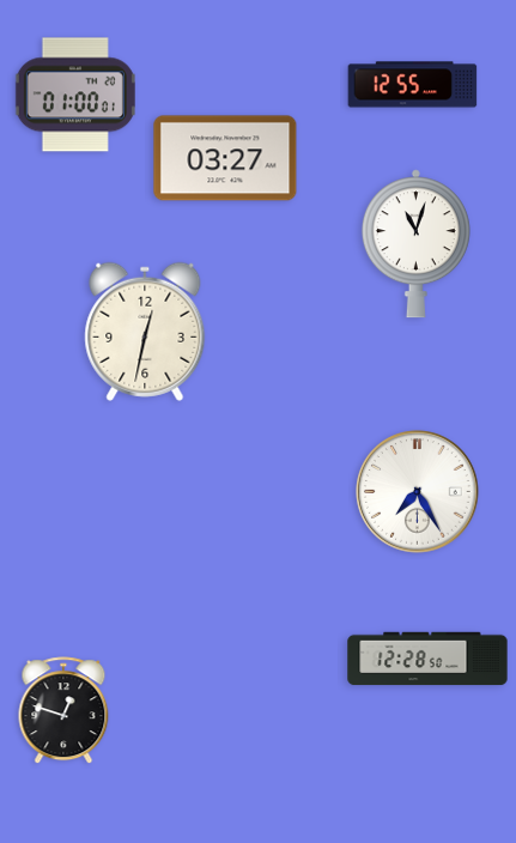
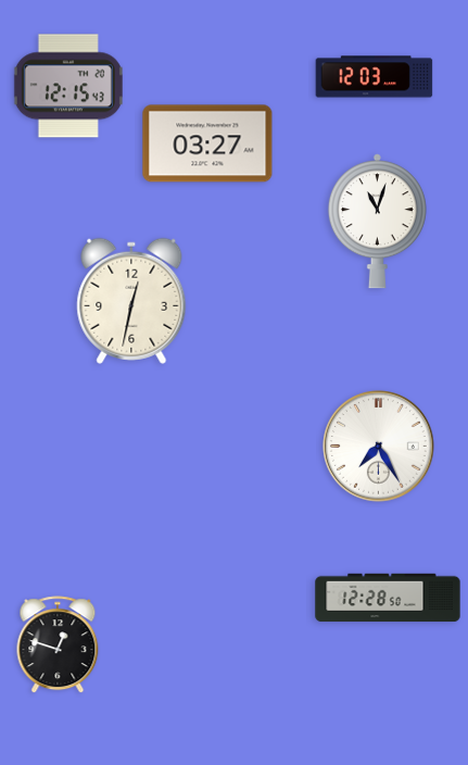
clock at (413, 85): 12:55 -> 12:03
clock at (75, 95): 01:00 -> 12:15
clock at (225, 158) position: (225, 158) -> (207, 143)
